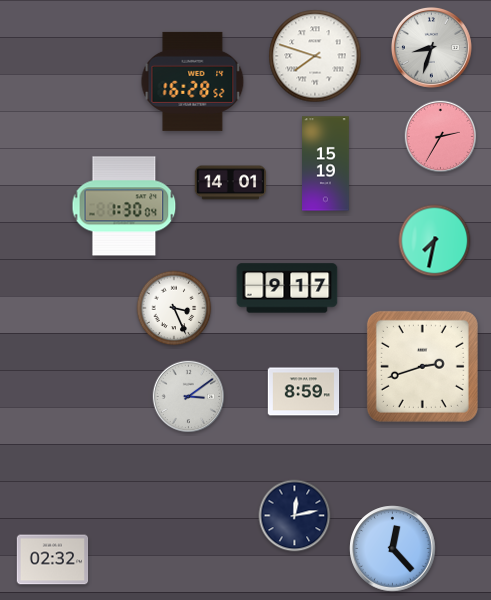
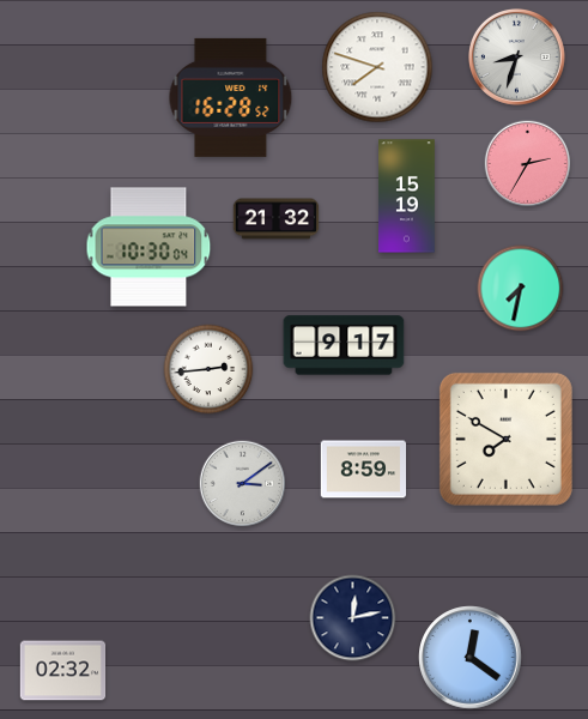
clock at (326, 164) position: (326, 164) -> (407, 197)
clock at (231, 183): 14:01 -> 21:32
clock at (124, 206): 1:30 -> 10:30
clock at (174, 308): 3:26 -> 2:44
clock at (422, 366): 2:42 -> 7:50
clock at (189, 397) position: (189, 397) -> (243, 484)
clock at (393, 549): 12:23 -> 12:21
